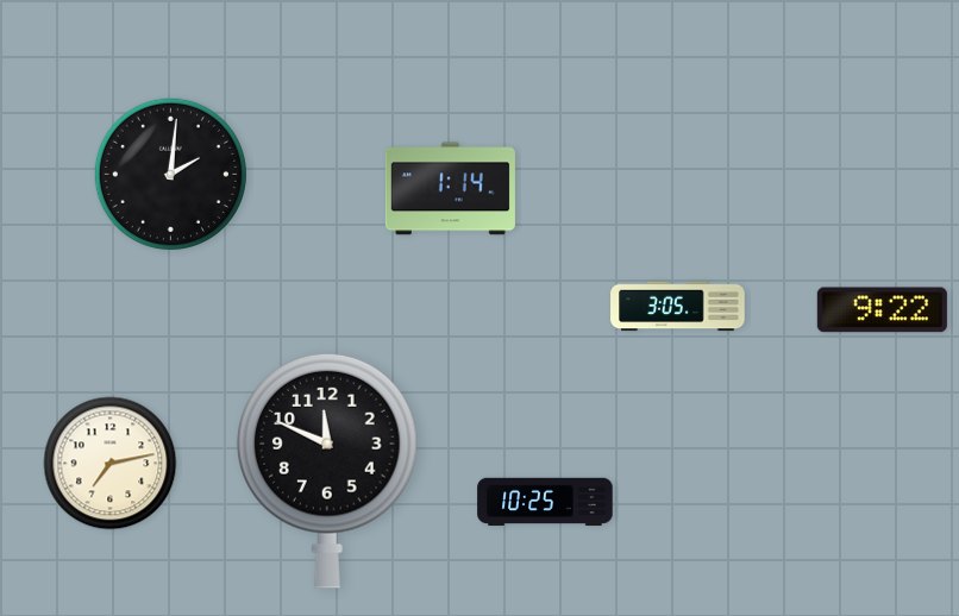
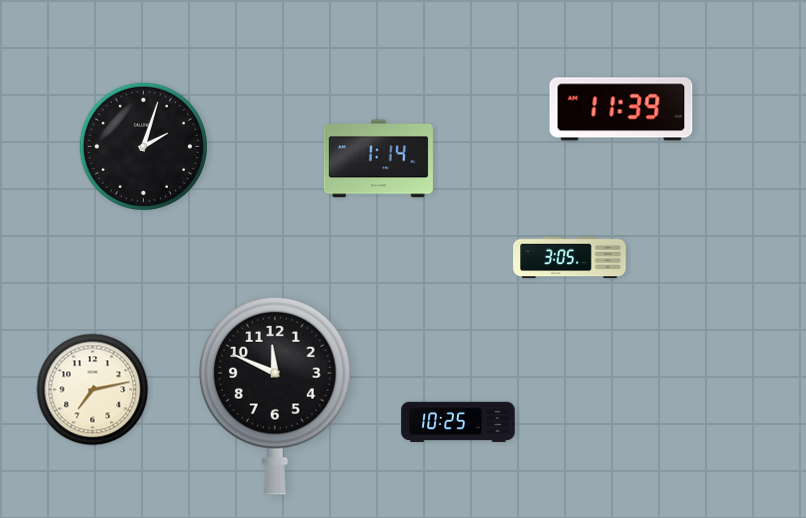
clock at (621, 109): none -> 11:39
clock at (170, 174): 2:01 -> 2:03
clock at (882, 310): 9:22 -> none
